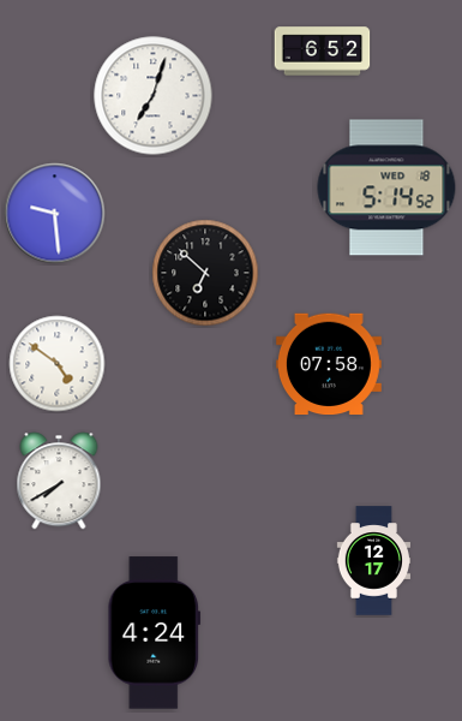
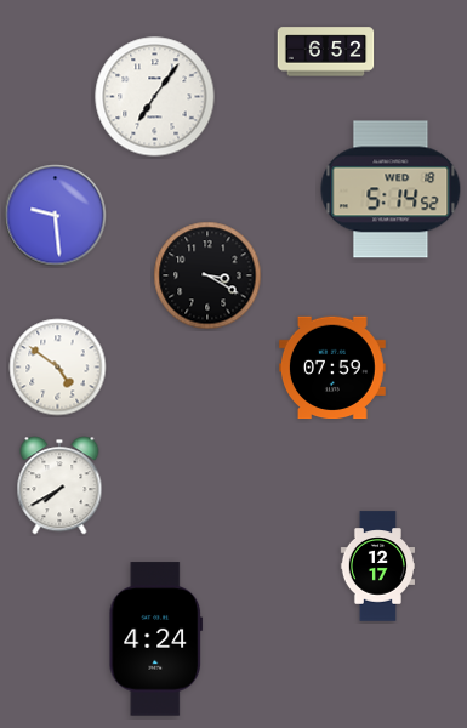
clock at (154, 96): 7:03 -> 7:06
clock at (205, 273): 6:52 -> 3:20
clock at (329, 364): 07:58 -> 07:59
